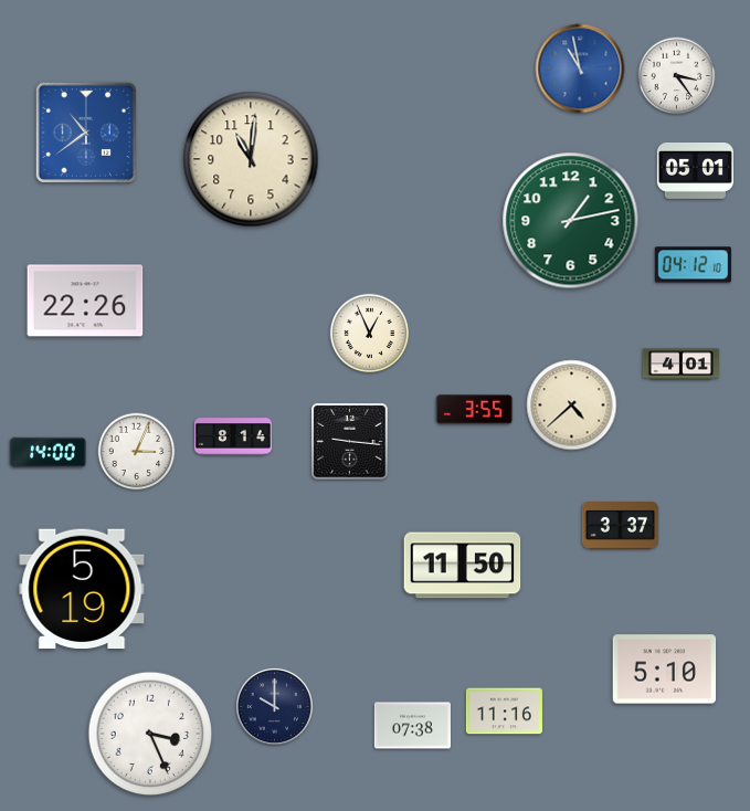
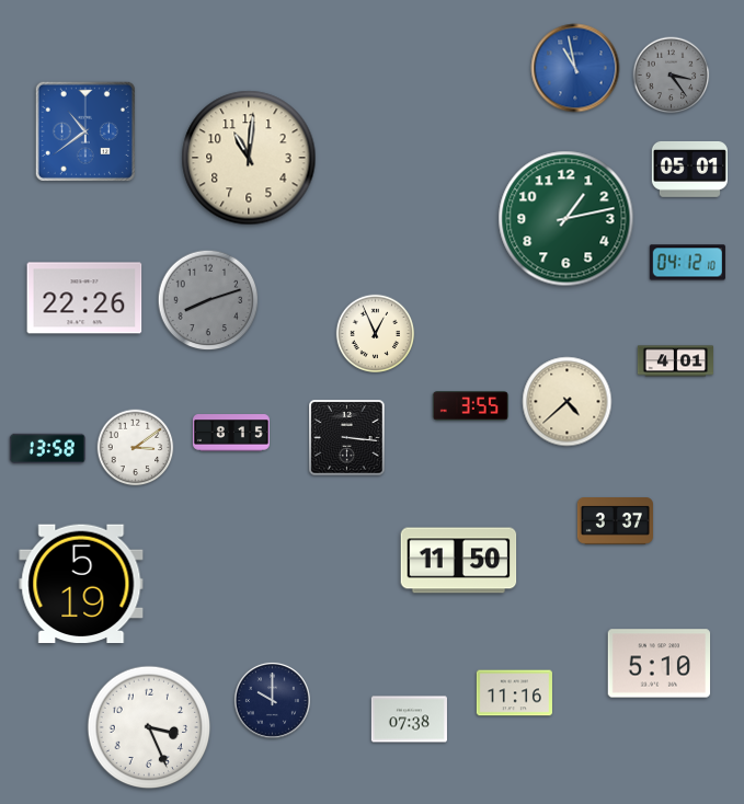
clock at (677, 76) dial: white -> grey
clock at (208, 300): none -> 8:12
clock at (370, 334) position: (370, 334) -> (376, 334)
clock at (233, 436): 8:14 -> 8:15
clock at (350, 442): 9:16 -> 3:16
clock at (47, 452): 14:00 -> 13:58
clock at (137, 452): 3:04 -> 3:09
clock at (504, 712) position: (504, 712) -> (514, 693)
